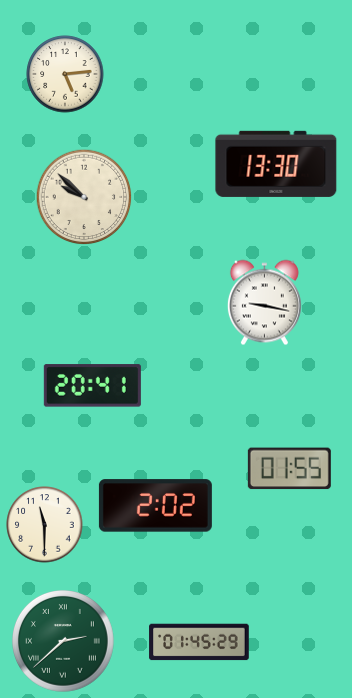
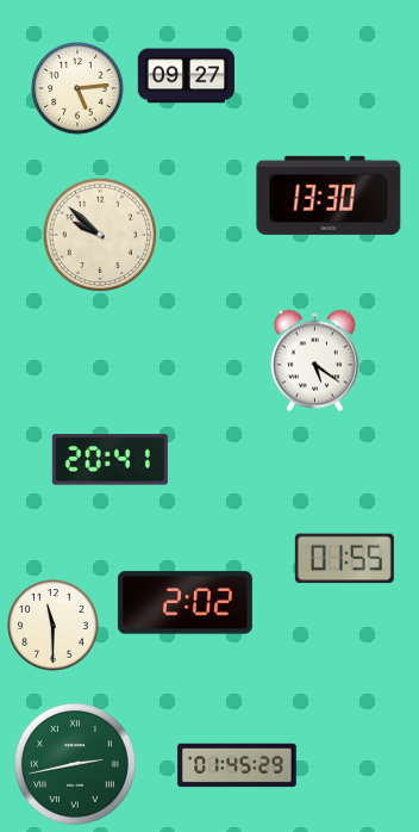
clock at (186, 76): none -> 09:27
clock at (264, 303): 9:17 -> 5:21
clock at (64, 642): 2:38 -> 2:43
